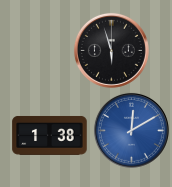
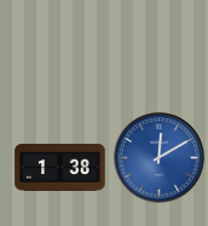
clock at (111, 50): 5:57 -> none
clock at (50, 135) position: (50, 135) -> (60, 167)
